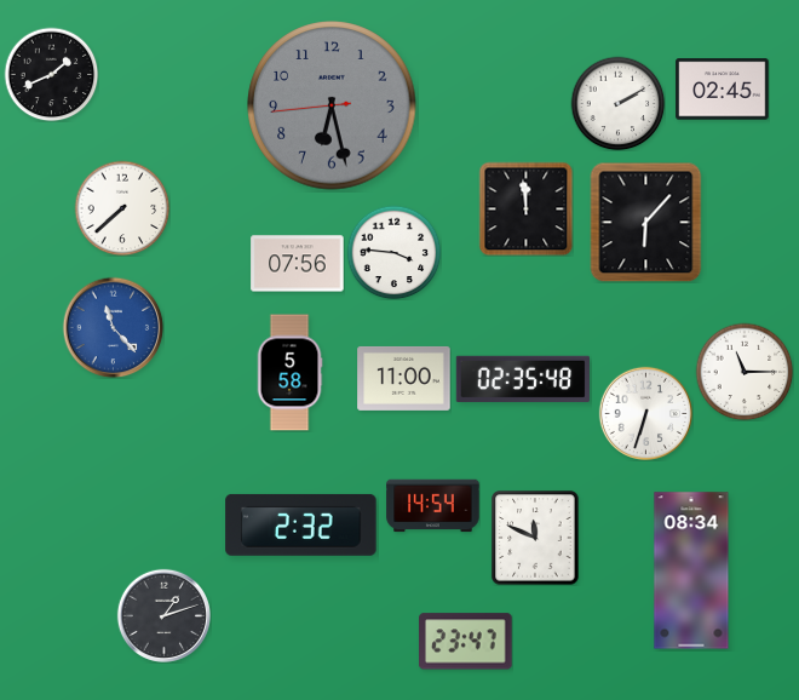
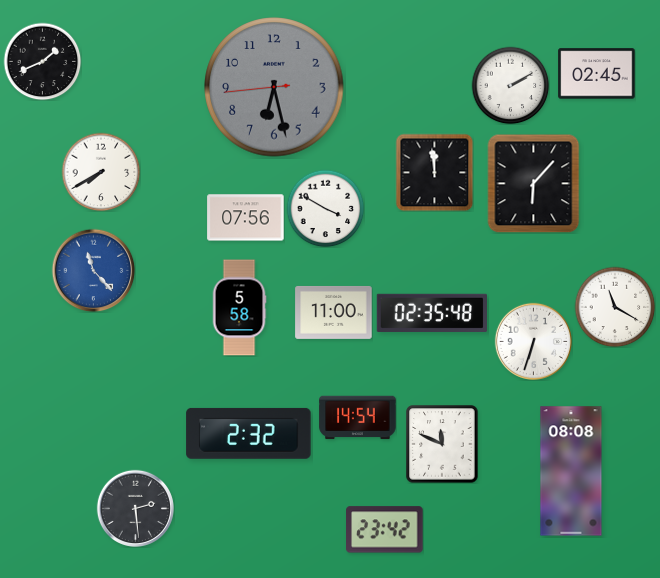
clock at (122, 208): 7:38 -> 7:40
clock at (393, 252): 3:46 -> 3:50
clock at (745, 372): 11:15 -> 11:20
clock at (691, 570): 08:34 -> 08:08
clock at (163, 615): 1:12 -> 2:29
clock at (466, 642): 23:47 -> 23:42
